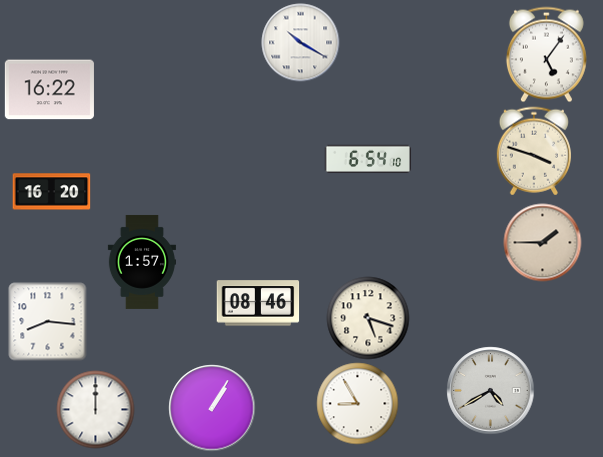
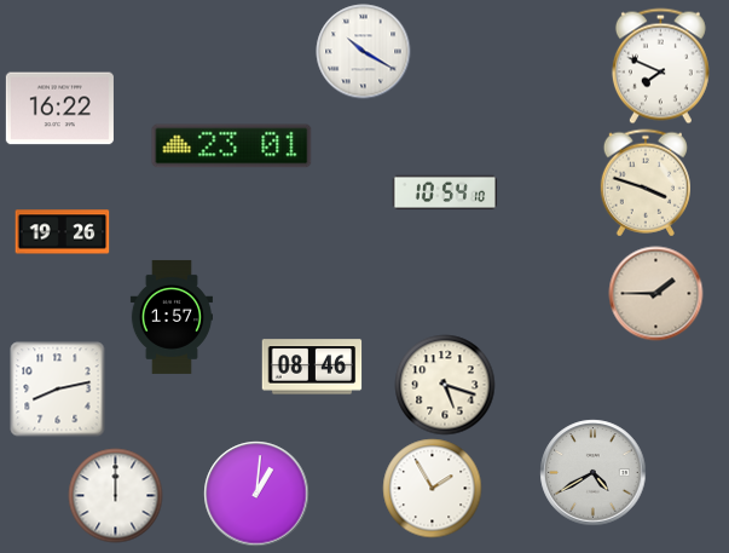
clock at (546, 54): 5:06 -> 7:49
clock at (232, 146): none -> 23:01
clock at (368, 159): 6:54 -> 10:54
clock at (51, 192): 16:20 -> 19:26
clock at (47, 321): 8:16 -> 8:13
clock at (357, 403): 8:55 -> 1:55
clock at (212, 408): 1:05 -> 1:01
